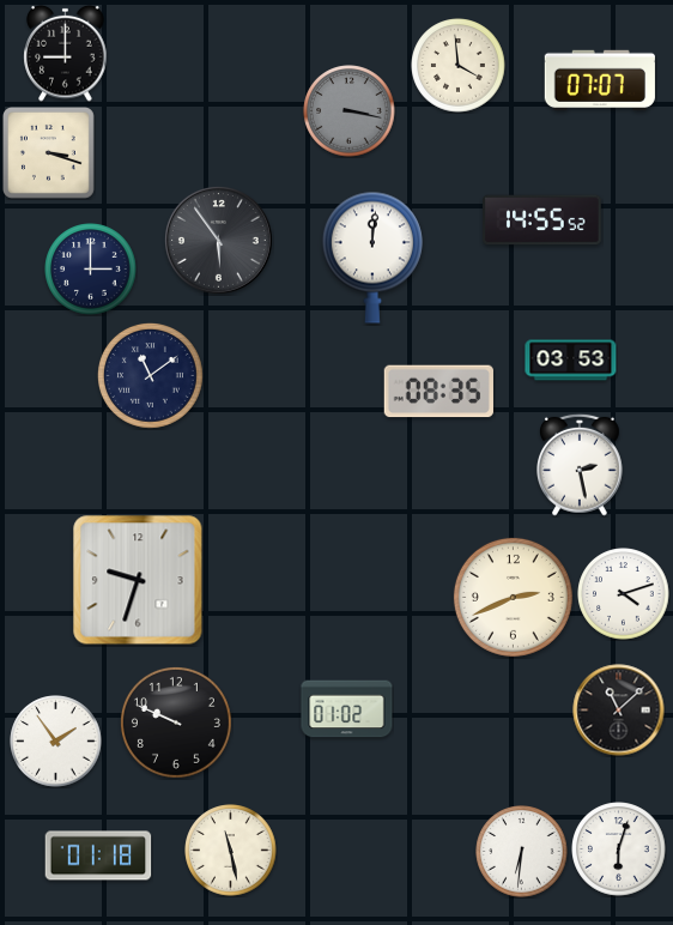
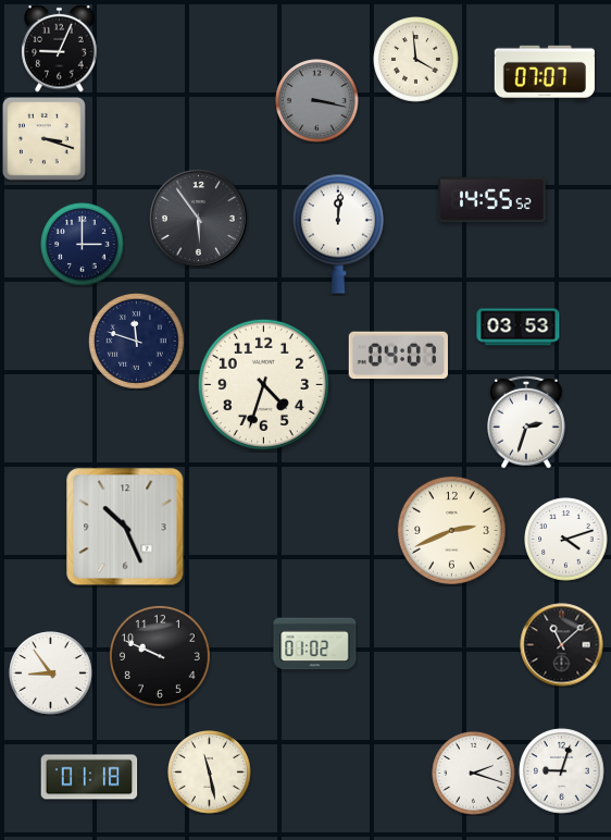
clock at (66, 53): 9:00 -> 9:04
clock at (150, 375): 11:09 -> 11:48
clock at (438, 392): 08:35 -> 04:07
clock at (263, 384): none -> 4:33
clock at (581, 465): 2:28 -> 2:33
clock at (138, 580): 9:33 -> 10:26
clock at (513, 597) position: (513, 597) -> (451, 530)
clock at (56, 742): 1:54 -> 8:54
clock at (619, 850): 6:03 -> 9:03
clock at (522, 852): 6:31 -> 2:18
